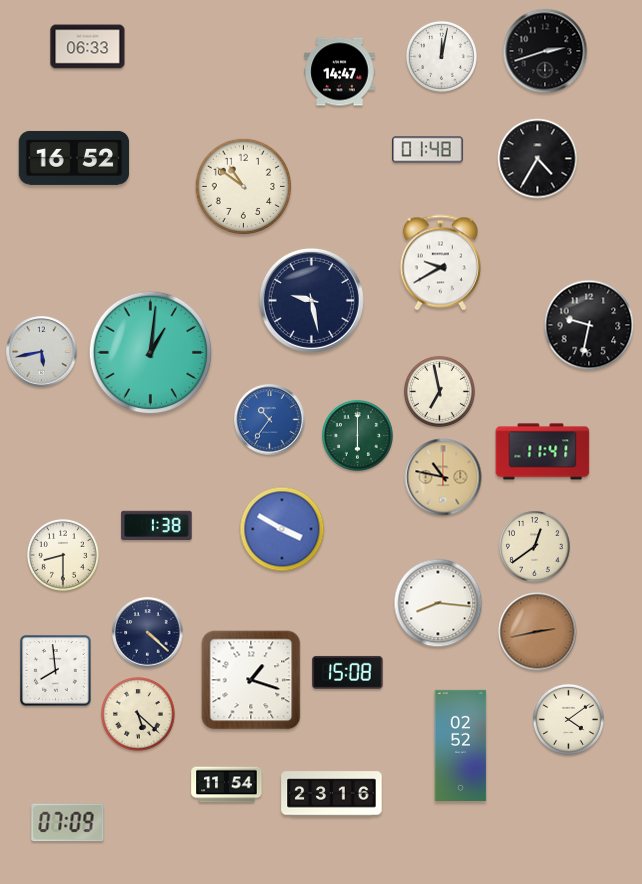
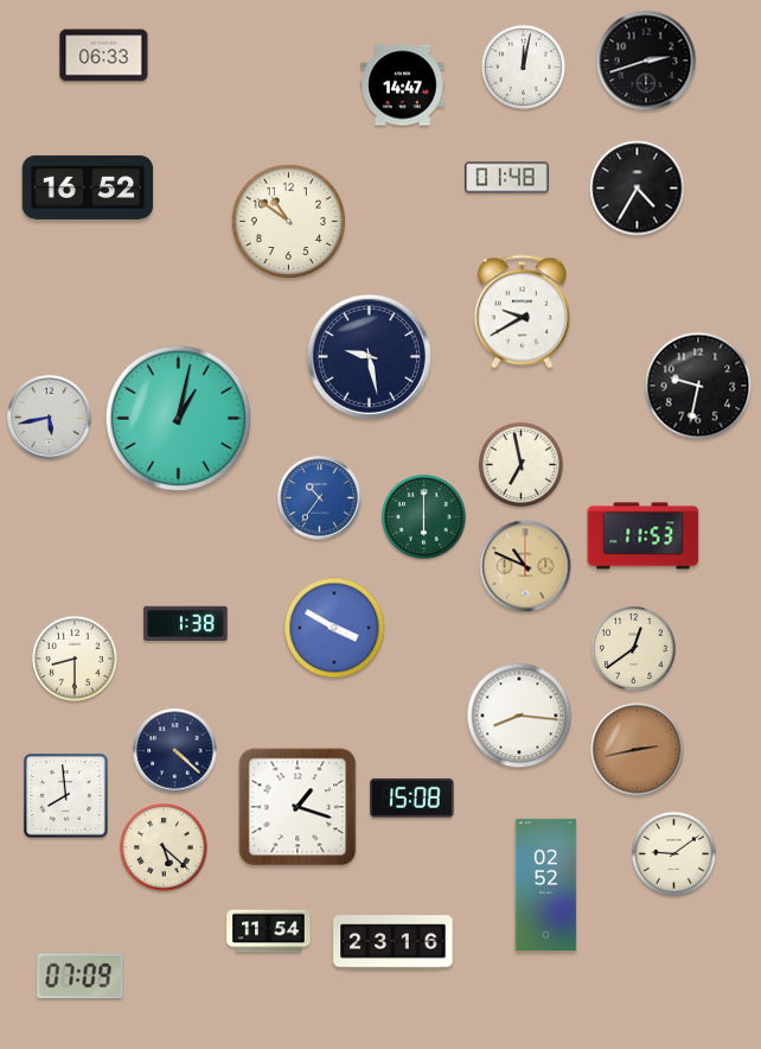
clock at (151, 353): 1:01 -> 1:02
clock at (543, 452): 11:41 -> 11:53
clock at (443, 477): 10:47 -> 10:49
clock at (568, 719): 4:09 -> 9:09
